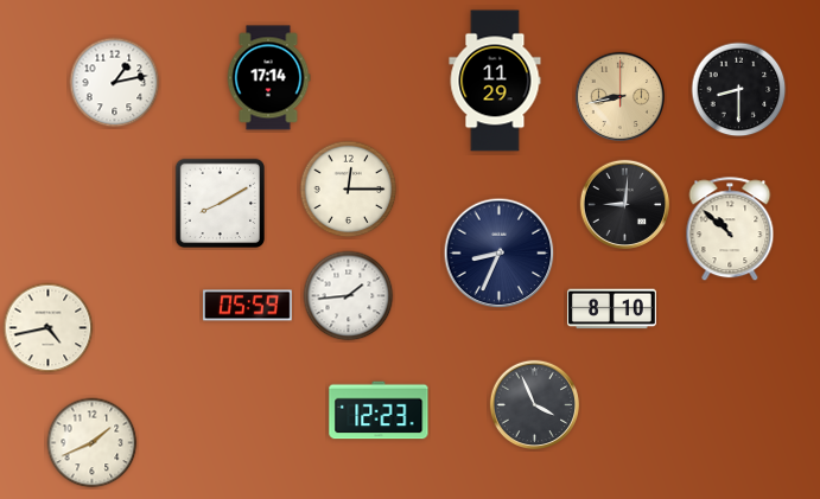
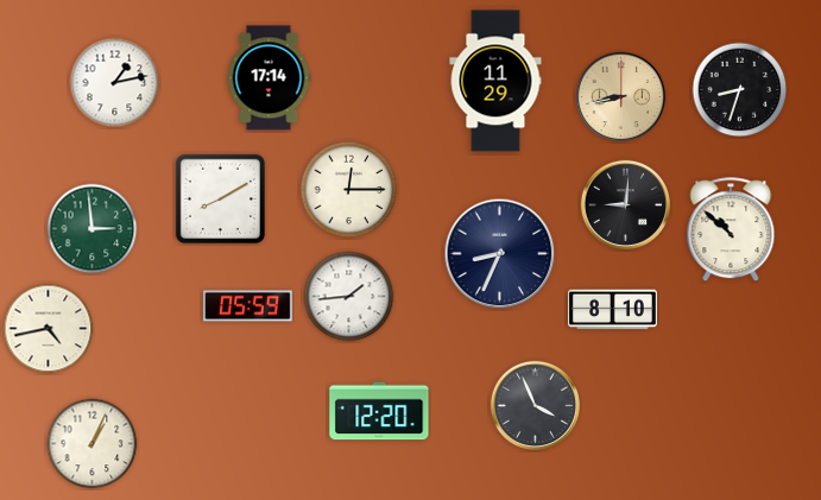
clock at (739, 90): 8:30 -> 8:33
clock at (220, 203) position: (220, 203) -> (220, 198)
clock at (93, 229): none -> 2:59
clock at (379, 410): 12:23 -> 12:20
clock at (93, 443): 1:41 -> 1:04
